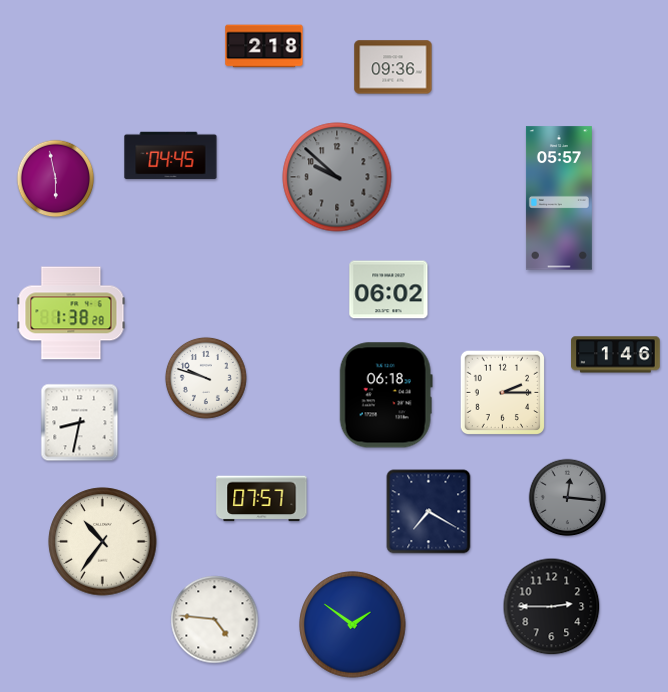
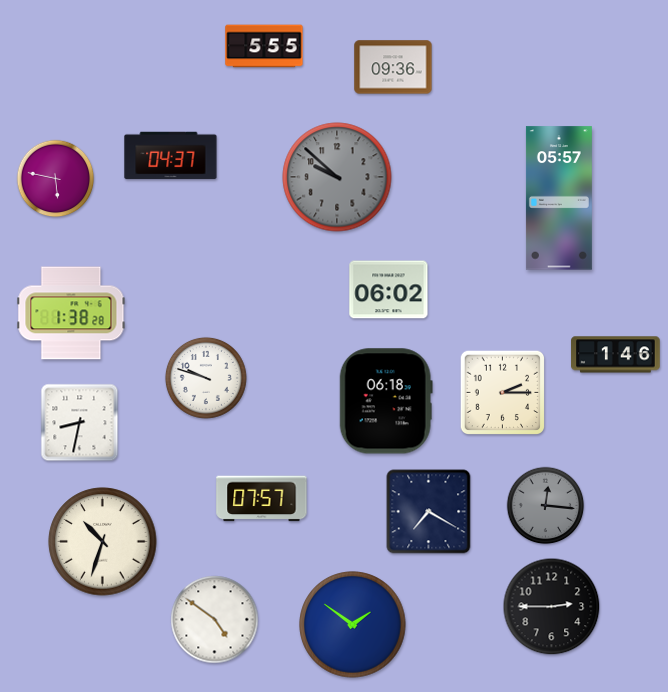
clock at (264, 46): 2:18 -> 5:55
clock at (171, 156): 04:45 -> 04:37
clock at (56, 179): 5:58 -> 5:47
clock at (386, 395) position: (386, 395) -> (386, 401)
clock at (568, 498) position: (568, 498) -> (546, 506)
clock at (103, 542): 10:36 -> 10:33
clock at (215, 620): 4:46 -> 4:51
